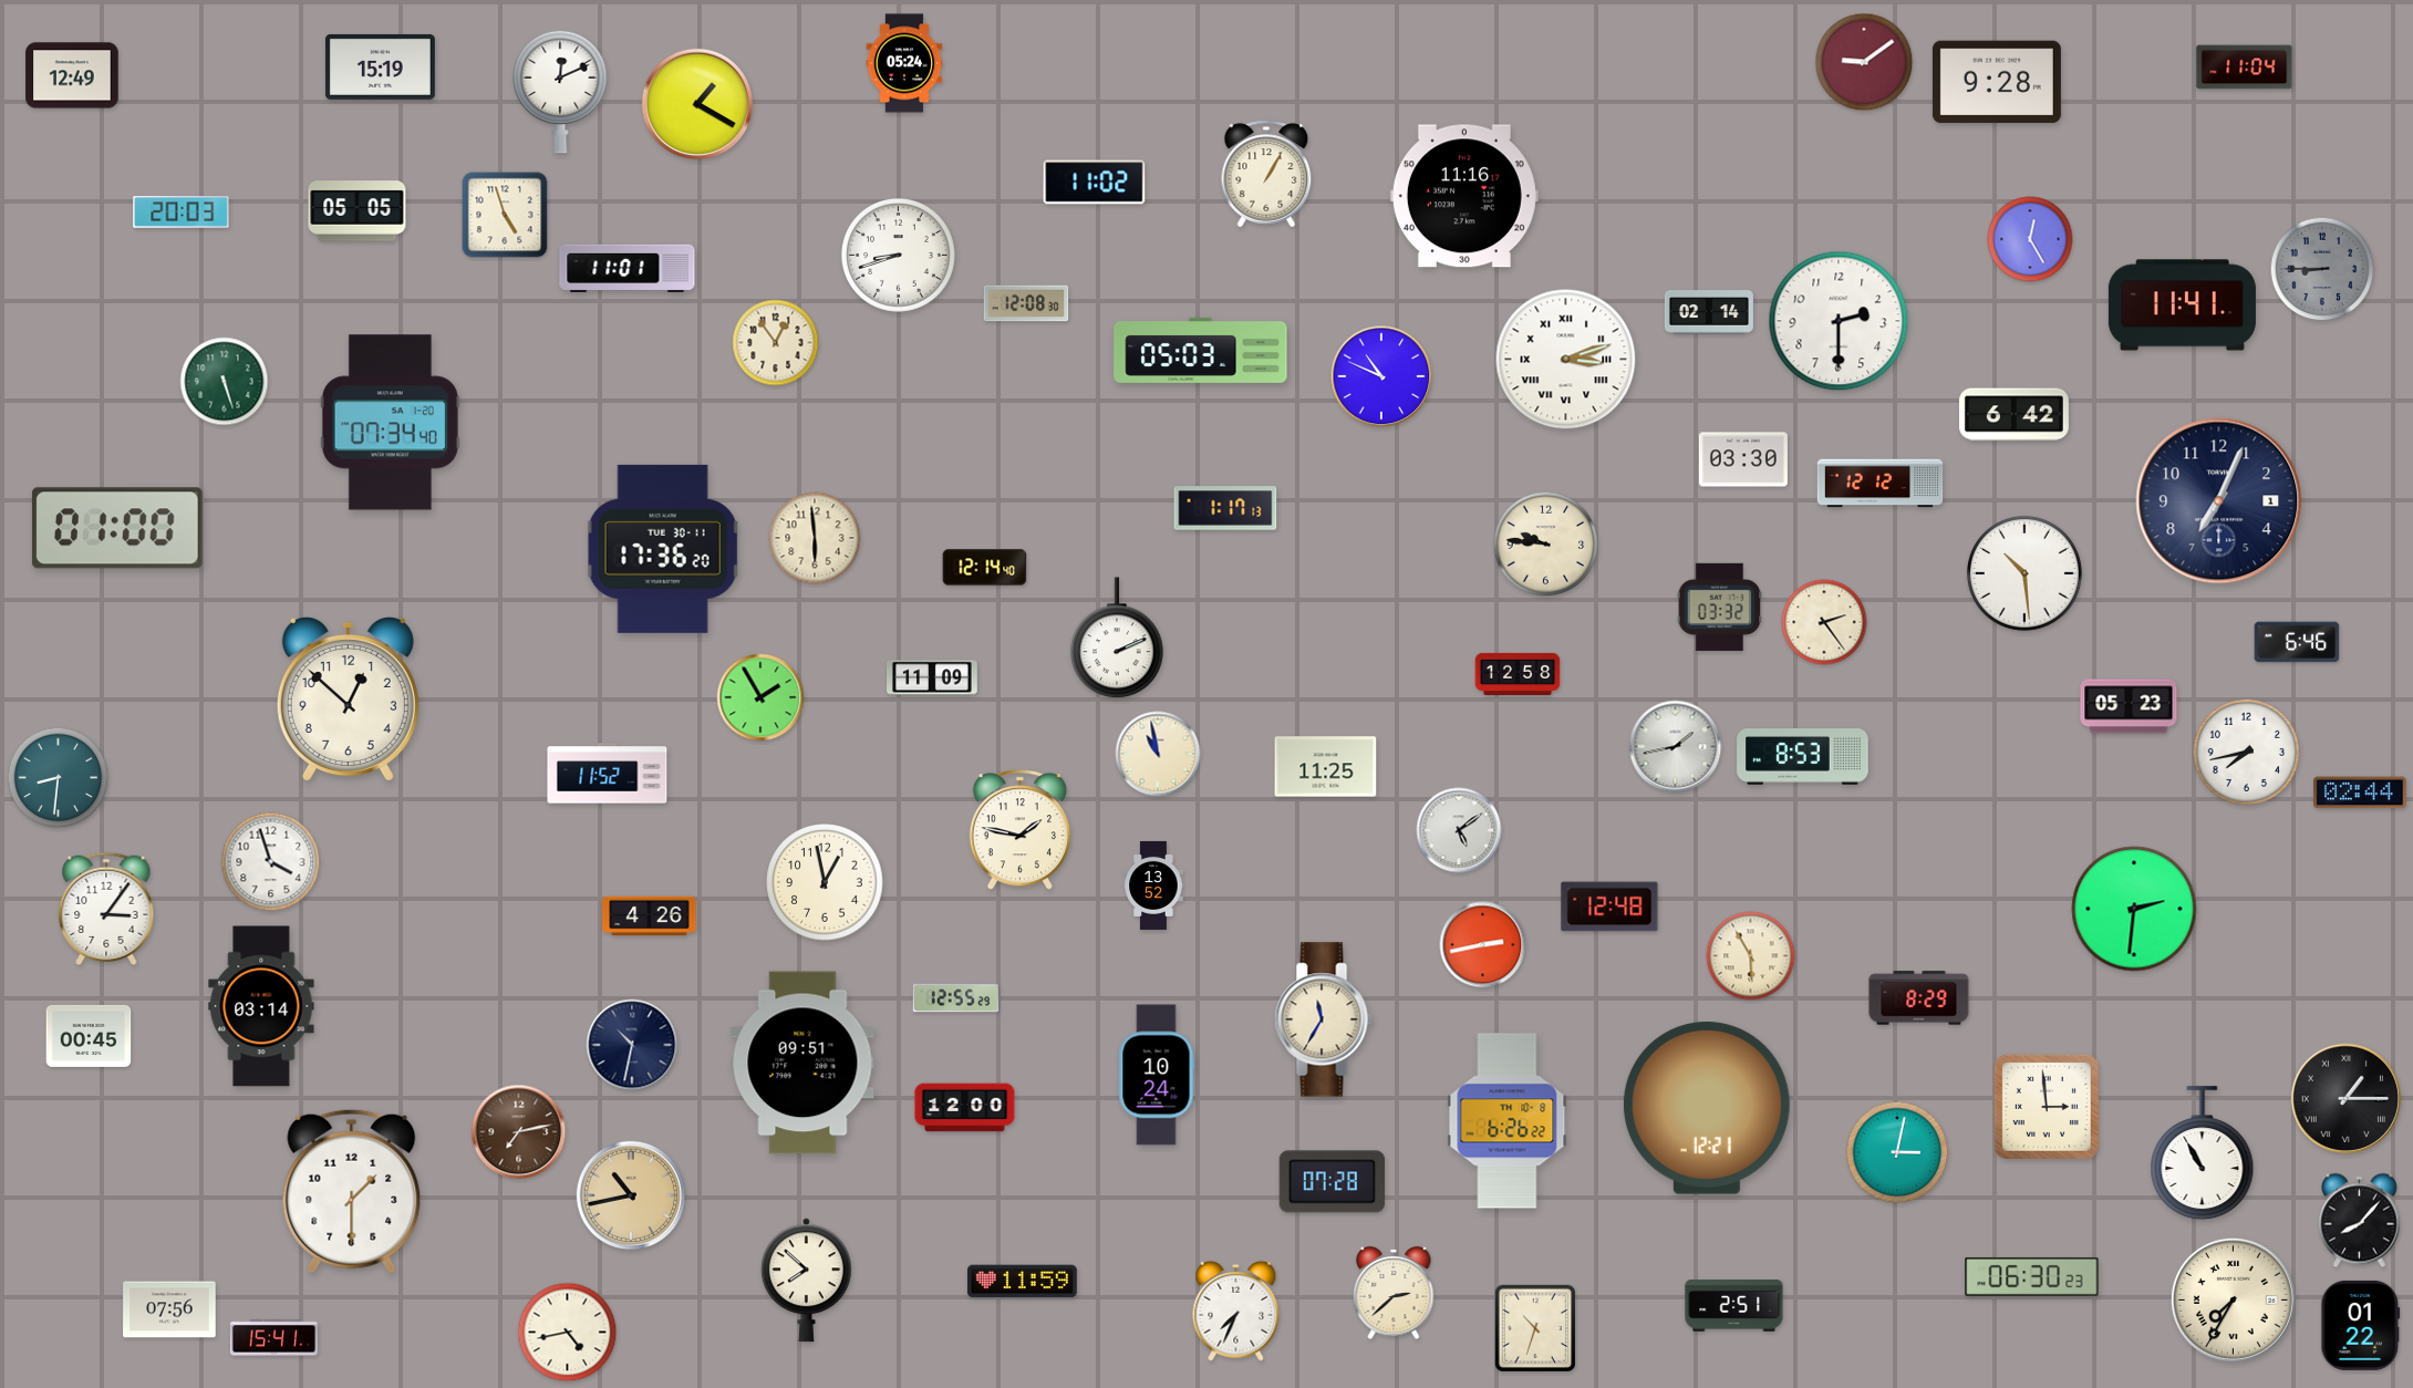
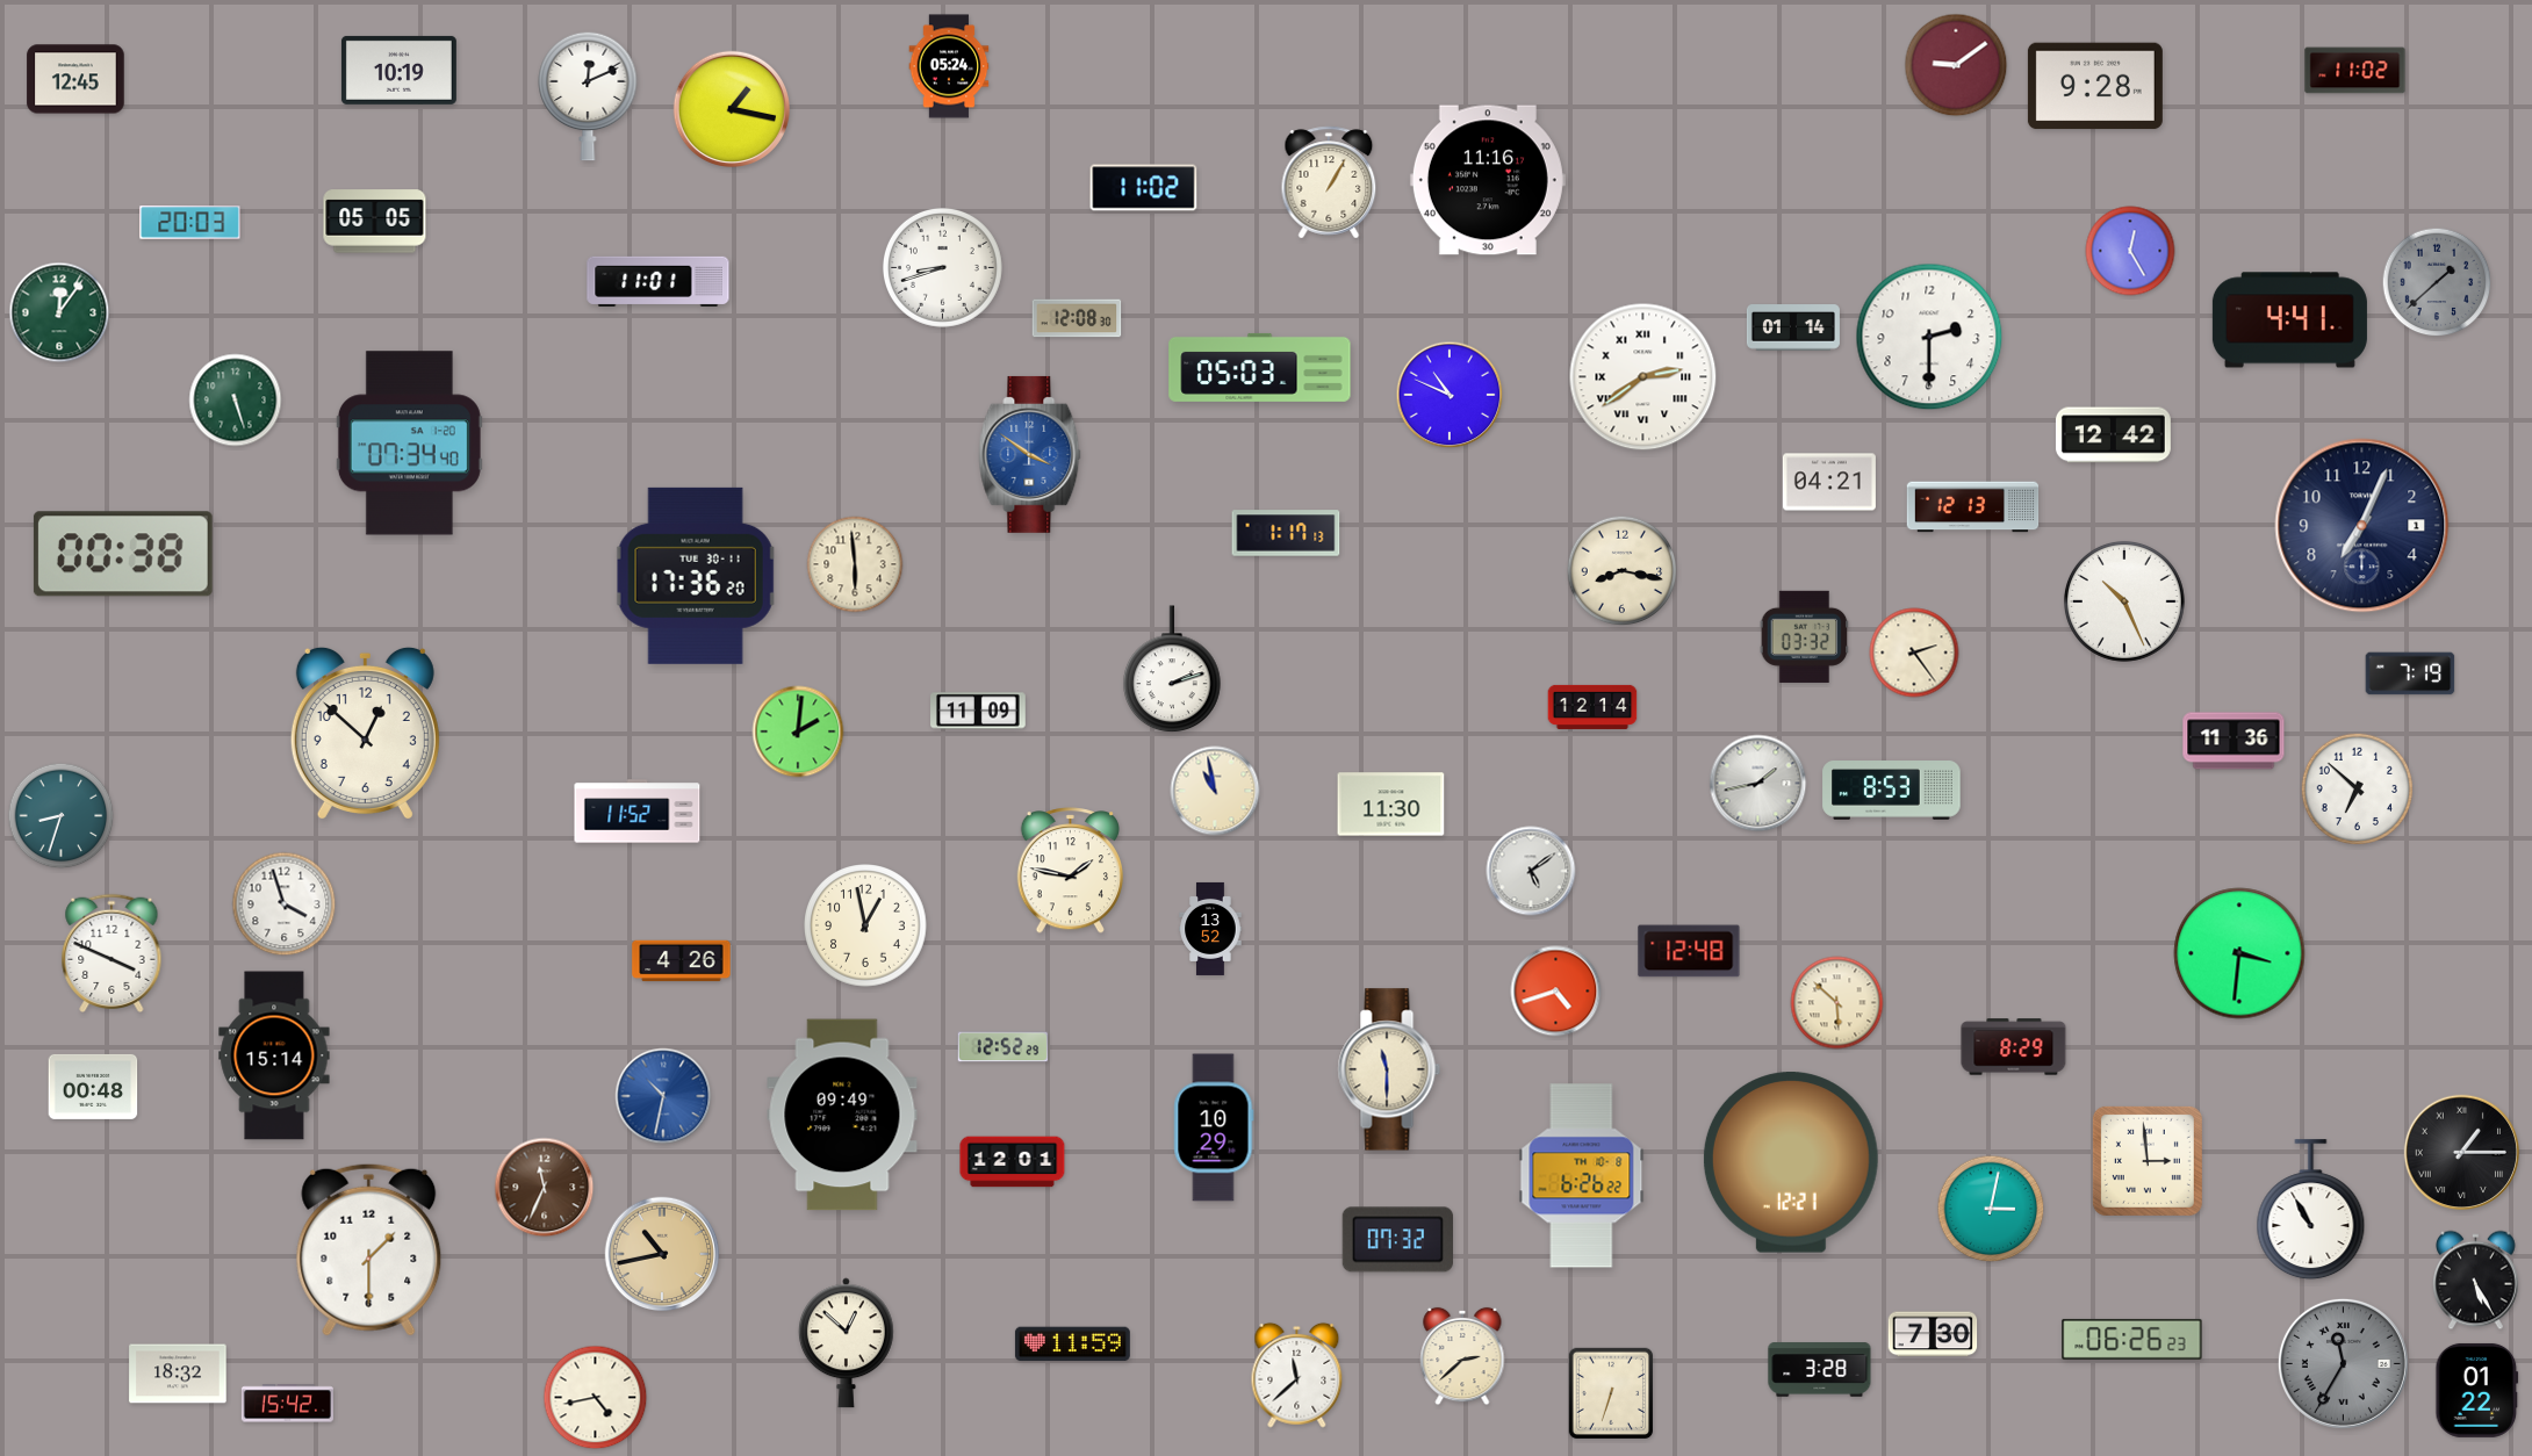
clock at (380, 66): 15:19 -> 10:19
clock at (2245, 68): 11:04 -> 11:02
clock at (72, 75): 12:49 -> 12:45
clock at (696, 103): 1:20 -> 1:17
clock at (1095, 183) position: (1095, 183) -> (1144, 188)
clock at (1464, 196) position: (1464, 196) -> (1488, 180)
clock at (505, 215): 4:57 -> none
clock at (2322, 269): 8:45 -> 1:38
clock at (59, 312): none -> 12:06
clock at (2182, 305): 11:41 -> 4:41
clock at (1709, 312): 02:14 -> 01:14
clock at (776, 343): 12:54 -> none
clock at (1566, 360): 3:12 -> 2:39
clock at (2013, 415): 6:42 -> 12:42
clock at (1030, 454): none -> 3:51
clock at (1743, 459): 03:30 -> 04:21
clock at (1881, 484): 12:12 -> 12:13
clock at (2219, 501) position: (2219, 501) -> (2362, 526)
clock at (117, 528): 01:00 -> 00:38
clock at (1546, 545): 9:46 -> 8:17
clock at (985, 568): 12:14 -> none
clock at (2024, 573): 10:29 -> 10:26
clock at (1117, 639): 2:11 -> 2:12
clock at (2297, 642): 6:46 -> 7:19
clock at (1518, 674): 12:58 -> 12:14
clock at (760, 697): 1:55 -> 2:01
clock at (2129, 706): 05:23 -> 11:36
clock at (2246, 752): 7:43 -> 6:52
clock at (1803, 757) position: (1803, 757) -> (1892, 791)
clock at (1326, 767): 11:25 -> 11:30
clock at (59, 778): 8:31 -> 8:33
clock at (2360, 793): 02:44 -> none
clock at (106, 908): 3:06 -> 3:49
clock at (2134, 909): 2:31 -> 3:31
clock at (1483, 945): 2:43 -> 4:42
clock at (1751, 956): 5:55 -> 5:52
clock at (956, 998): 12:55 -> 12:52
clock at (261, 1006): 03:14 -> 15:14
clock at (1324, 1019): 11:35 -> 11:30
clock at (89, 1036): 00:45 -> 00:48
clock at (632, 1045) dial: navy -> blue
clock at (802, 1063): 09:51 -> 09:49
clock at (1157, 1075): 10:24 -> 10:29
clock at (965, 1108): 12:00 -> 12:01
clock at (519, 1132): 7:13 -> 11:34
clock at (1332, 1182): 07:28 -> 07:32
clock at (2360, 1221): 8:07 -> 5:25
clock at (1933, 1334): none -> 7:30
clock at (2032, 1276): 06:30 -> 06:26
clock at (806, 1281): 7:52 -> 12:52
clock at (2233, 1299): 7:35 -> 11:35
clock at (2233, 1299) dial: cream -> grey
clock at (1734, 1306): 2:51 -> 3:28
clock at (169, 1309): 07:56 -> 18:32
clock at (1236, 1311): 7:34 -> 11:38
clock at (1534, 1327): 10:33 -> 6:33
clock at (273, 1338): 15:41 -> 15:42
